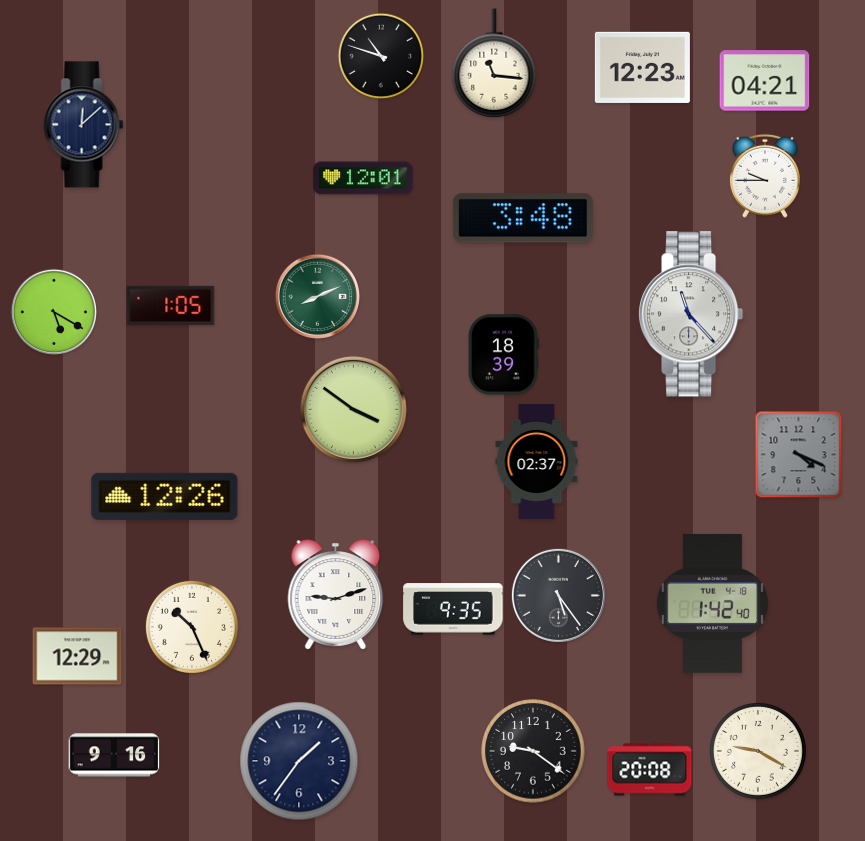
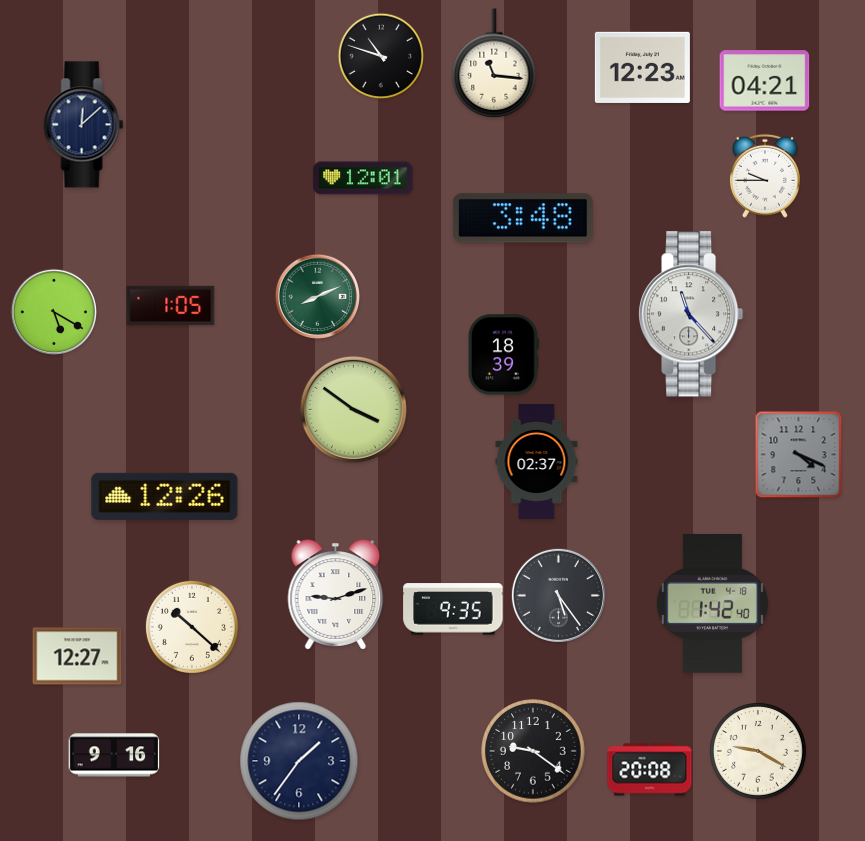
clock at (192, 627): 10:26 -> 10:22
clock at (77, 656): 12:29 -> 12:27
